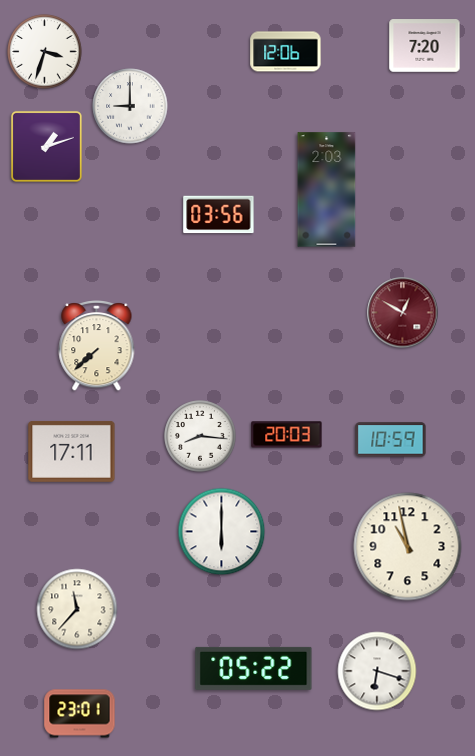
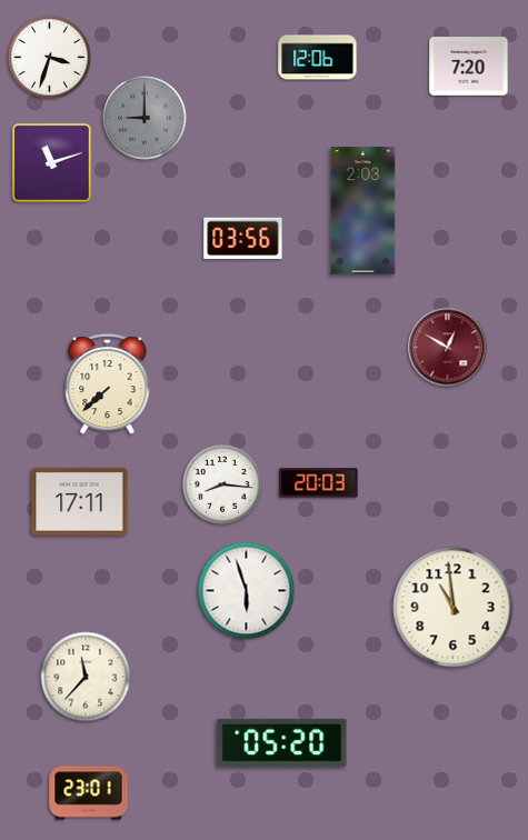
clock at (425, 46) position: (425, 46) -> (469, 67)
clock at (130, 106) dial: white -> grey
clock at (46, 146): 1:12 -> 11:12
clock at (391, 440): 10:59 -> none
clock at (222, 532): 6:00 -> 5:57
clock at (408, 547): 10:58 -> 10:59
clock at (254, 668): 05:22 -> 05:20
clock at (377, 671): 6:18 -> none
